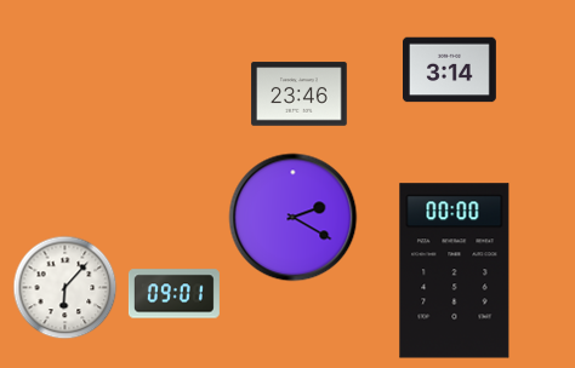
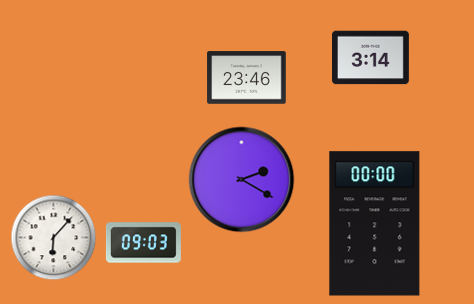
clock at (173, 294): 09:01 -> 09:03
